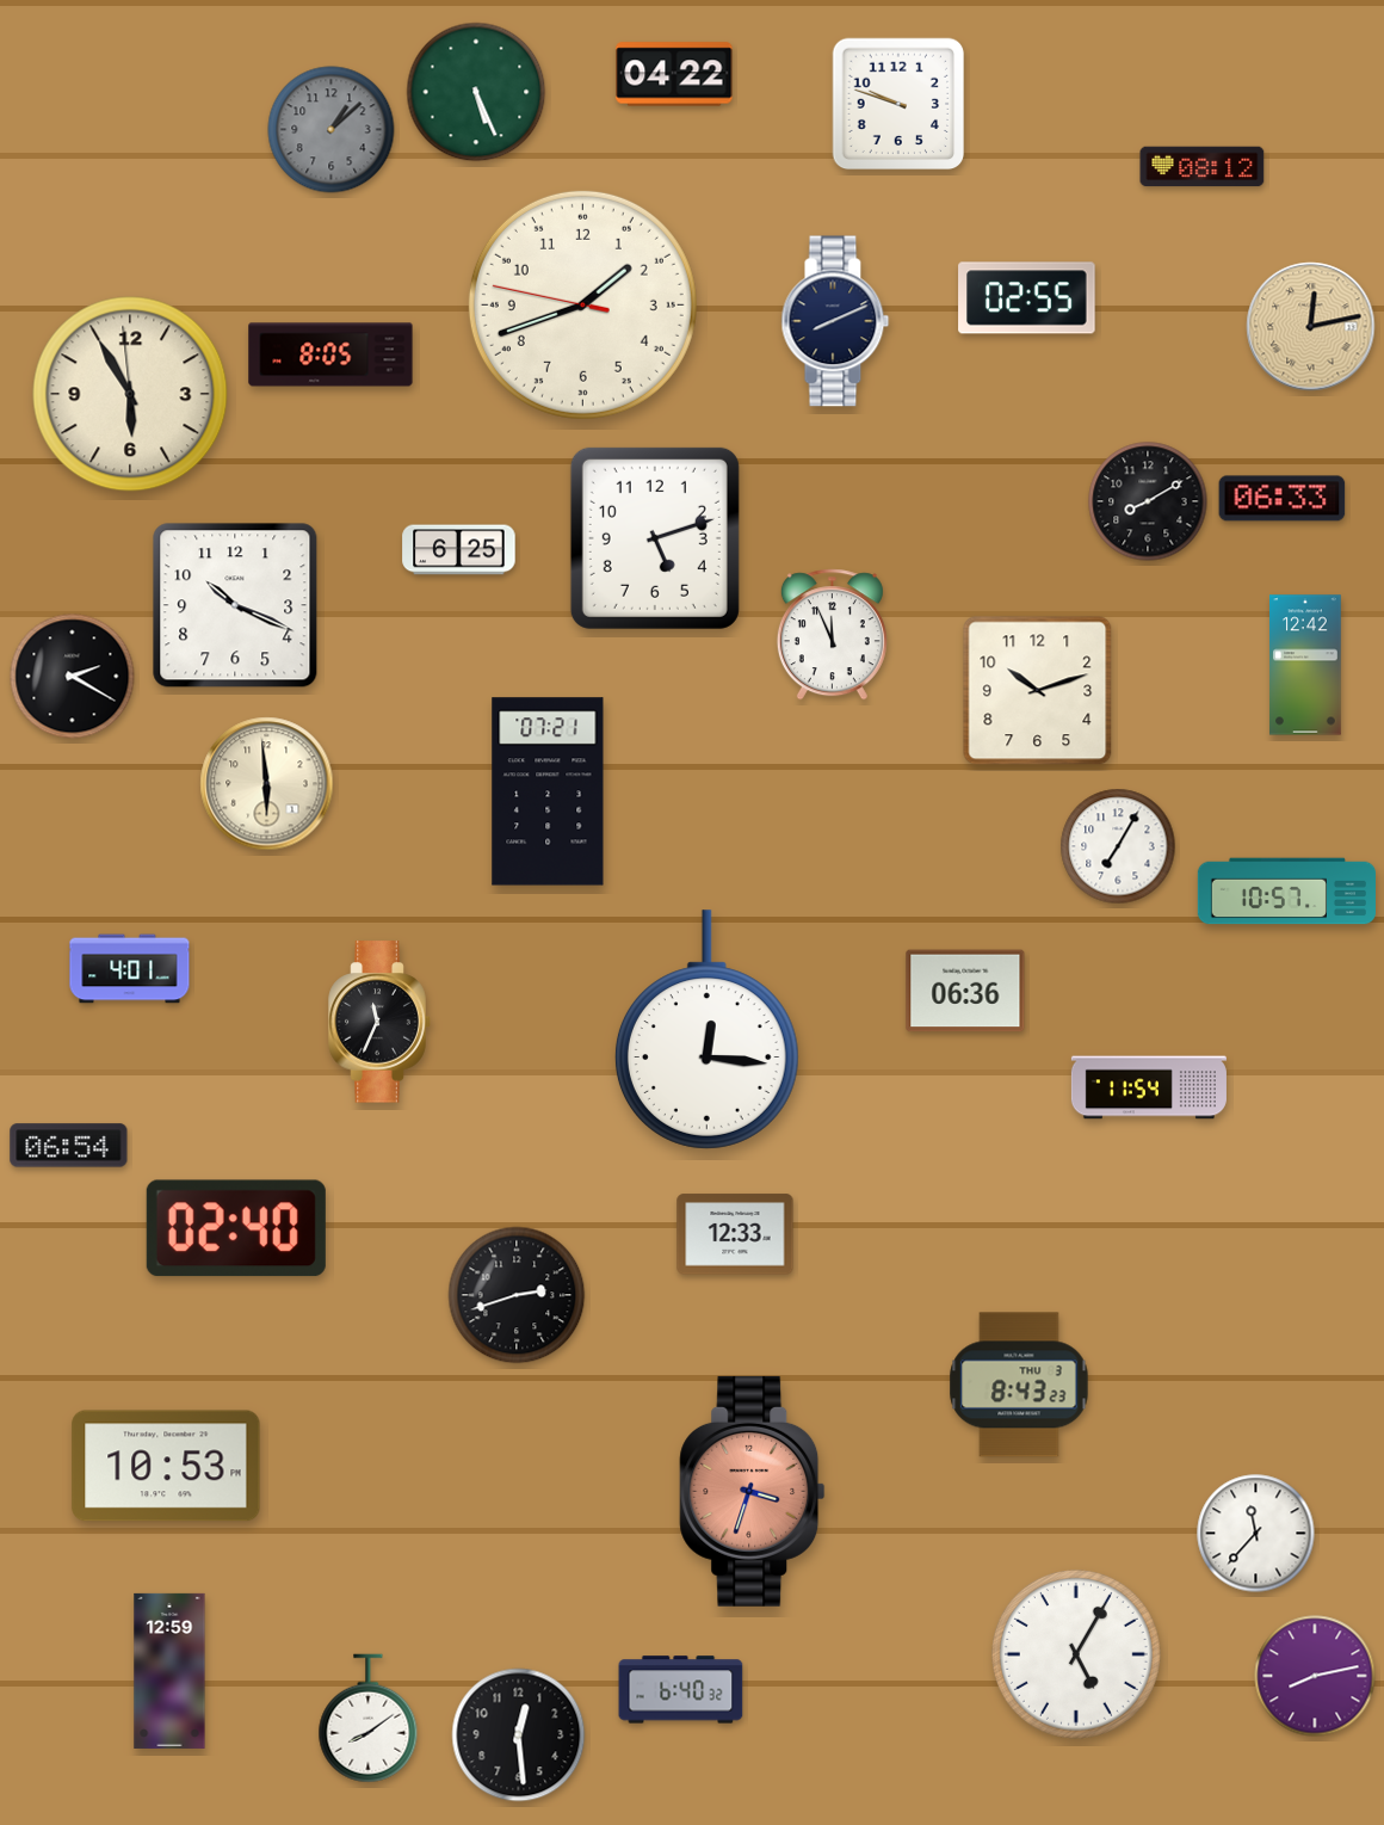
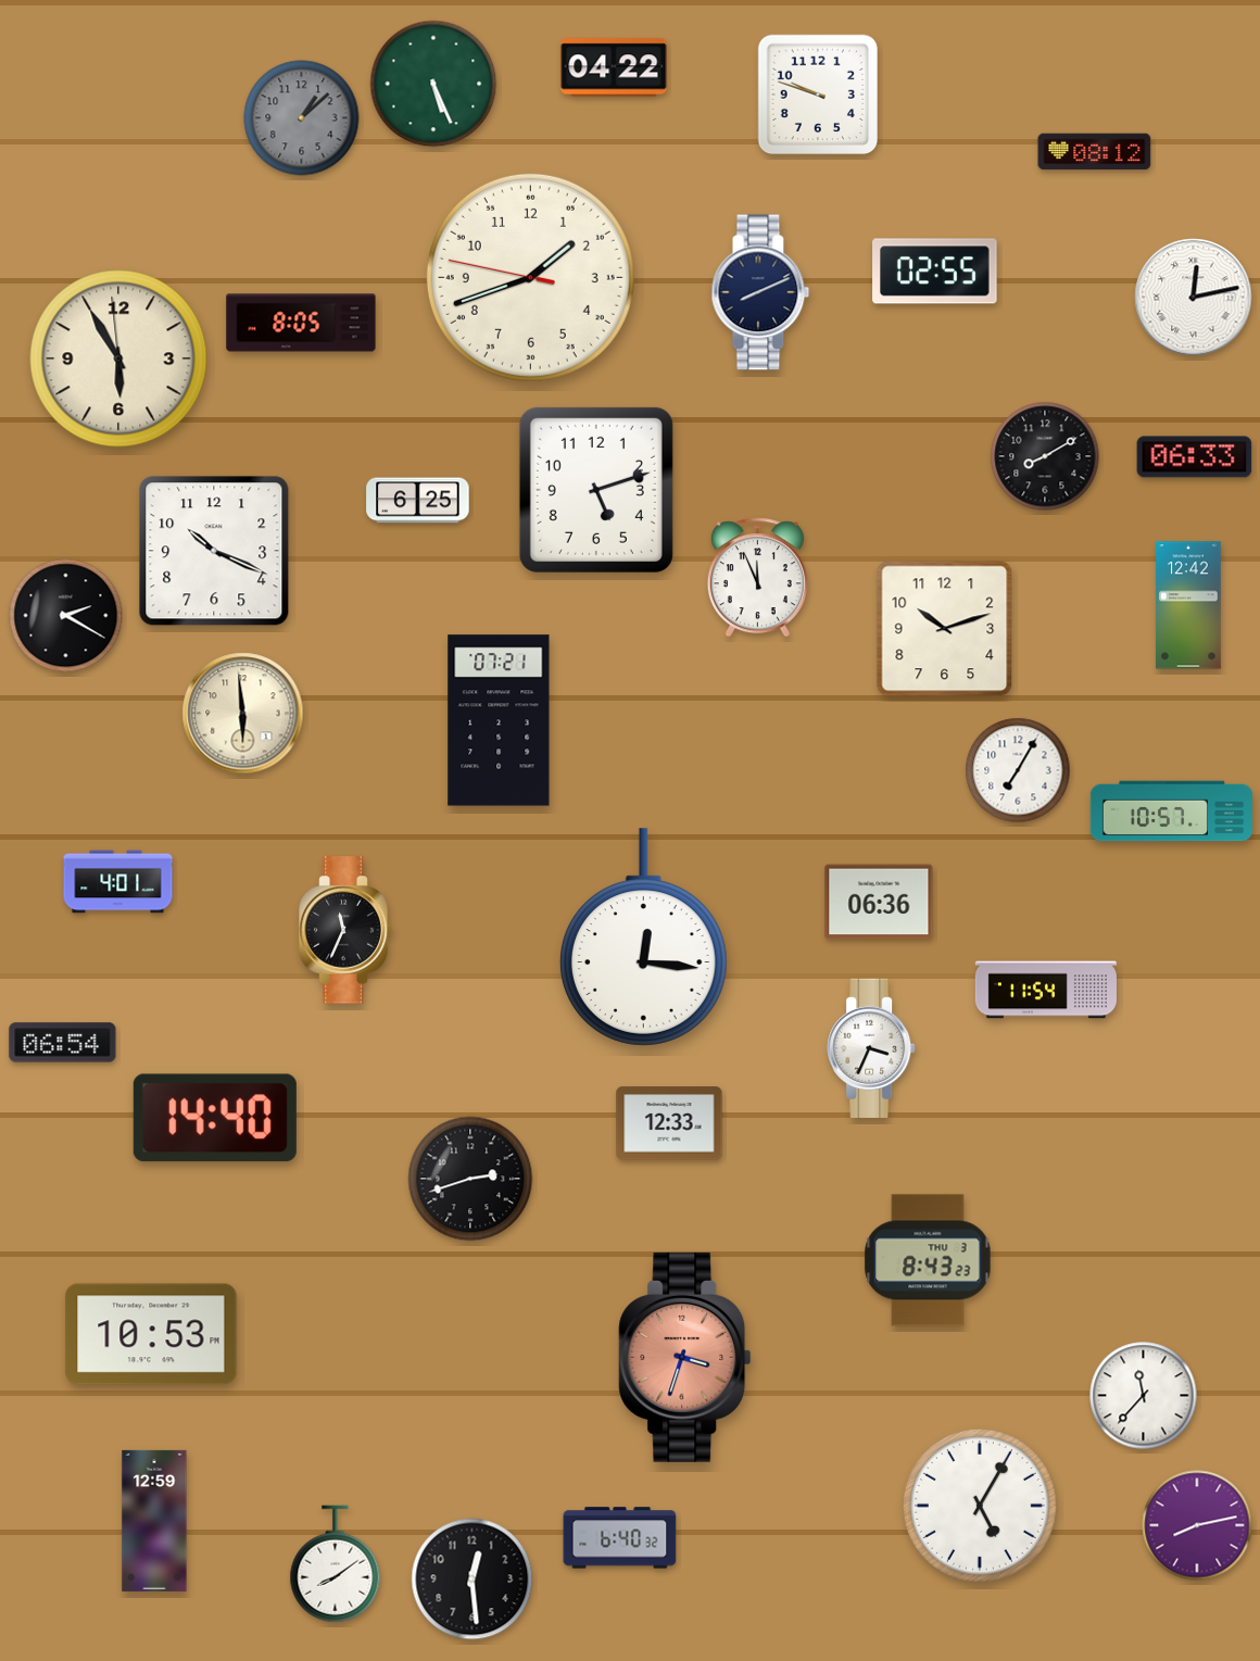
clock at (1311, 327) dial: champagne -> white
clock at (1283, 499) position: (1283, 499) -> (1195, 457)
clock at (871, 1047): none -> 3:34
clock at (236, 1228): 02:40 -> 14:40
